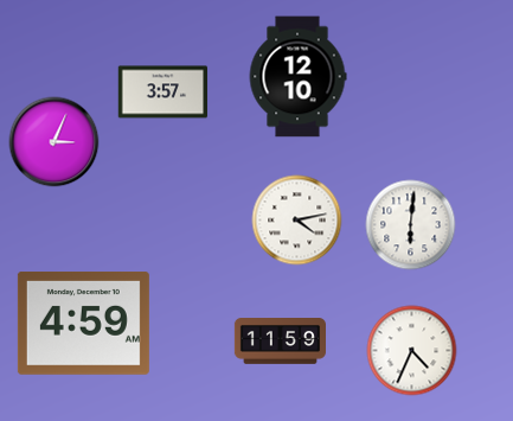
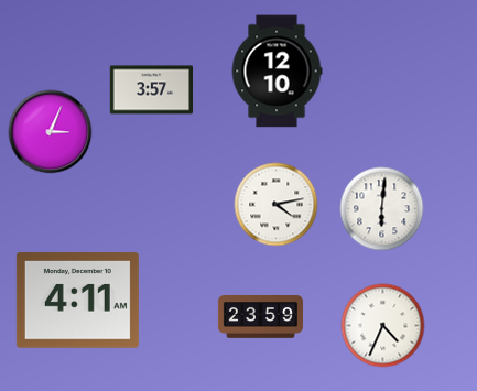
clock at (163, 93) position: (163, 93) -> (152, 90)
clock at (83, 324): 4:59 -> 4:11
clock at (280, 342): 11:59 -> 23:59
